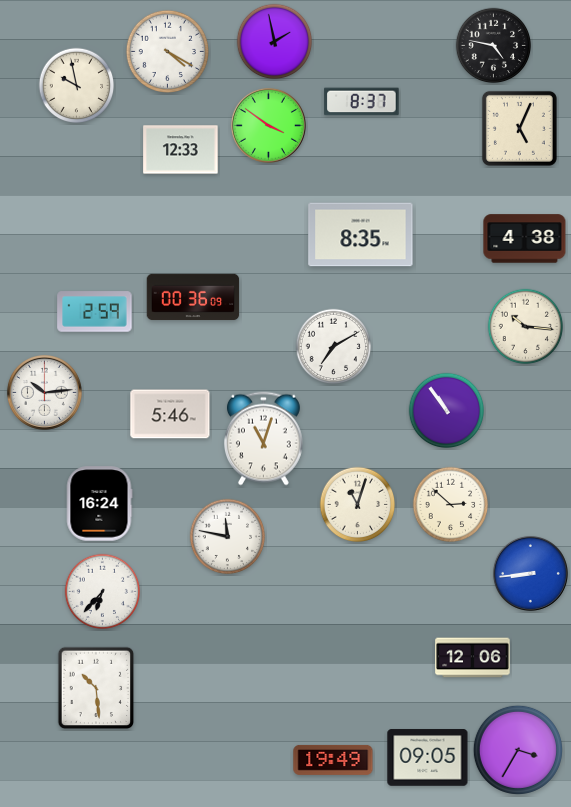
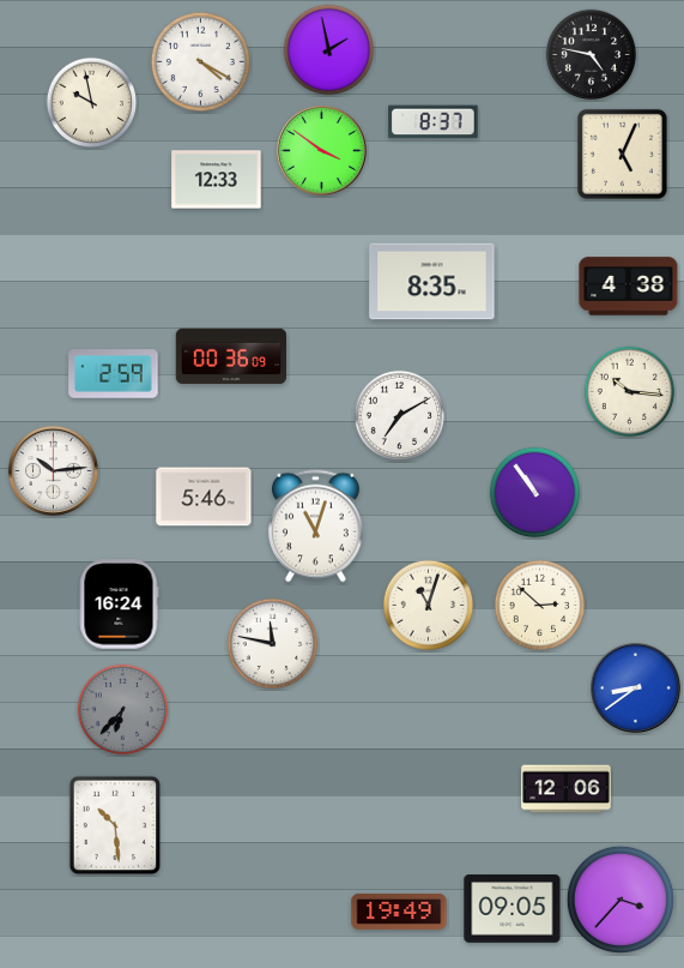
clock at (530, 573): 8:44 -> 8:39
clock at (103, 592) dial: white -> grey
clock at (518, 750): 3:35 -> 3:37
